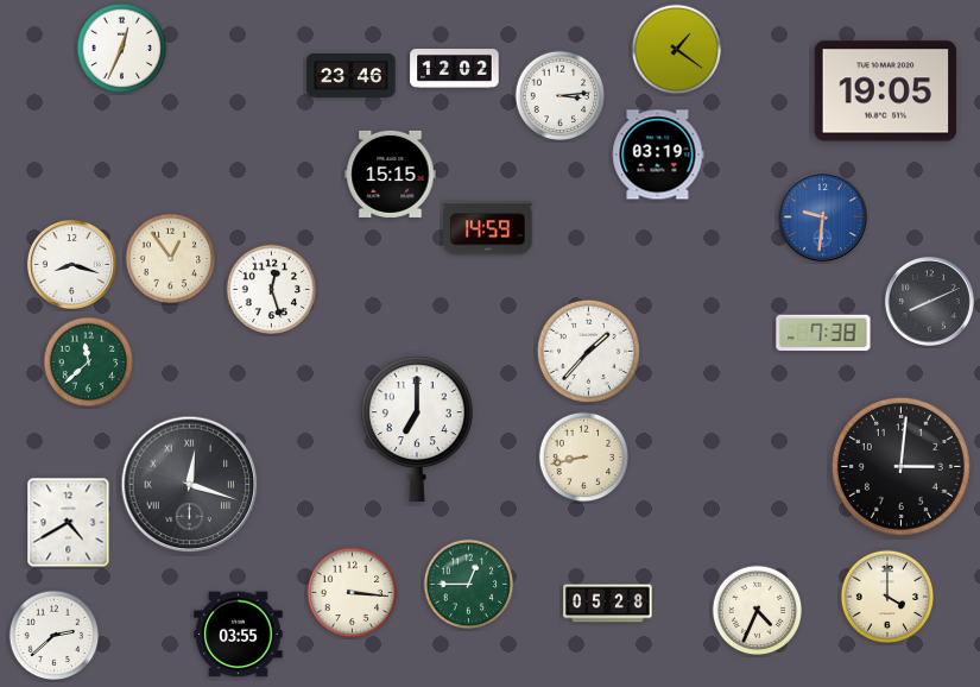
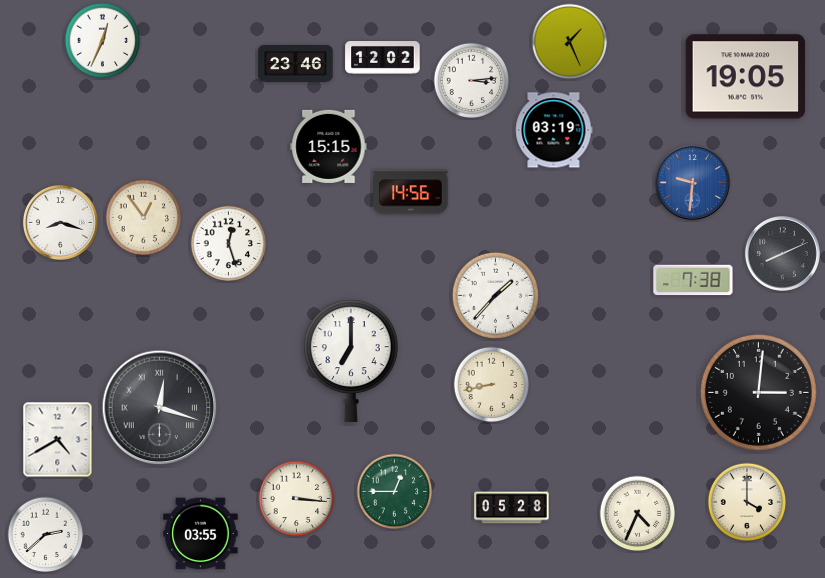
clock at (677, 50): 1:21 -> 1:26
clock at (488, 228): 14:59 -> 14:56
clock at (89, 363): 11:38 -> none
